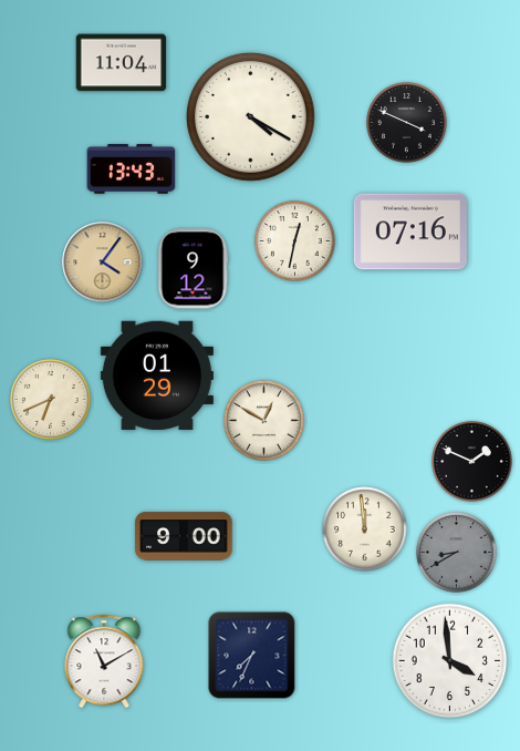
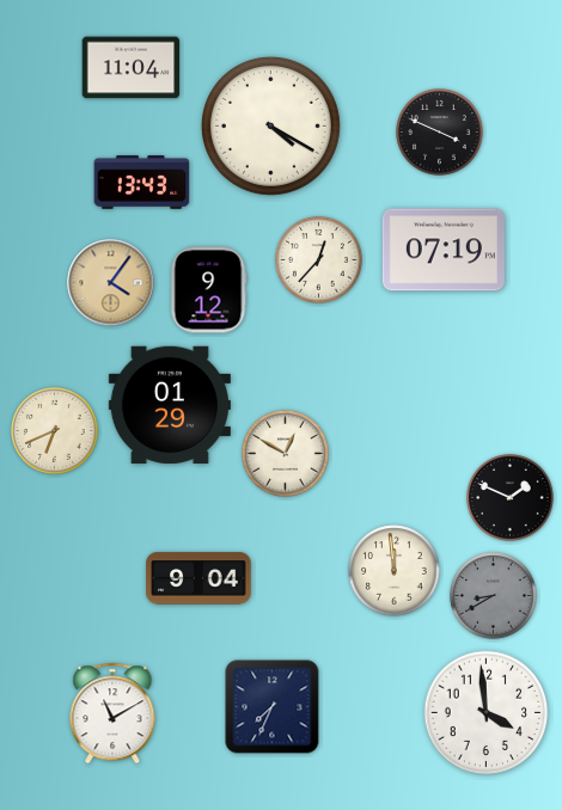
clock at (410, 232): 07:16 -> 07:19
clock at (295, 241): 12:32 -> 12:37
clock at (184, 536): 9:00 -> 9:04
